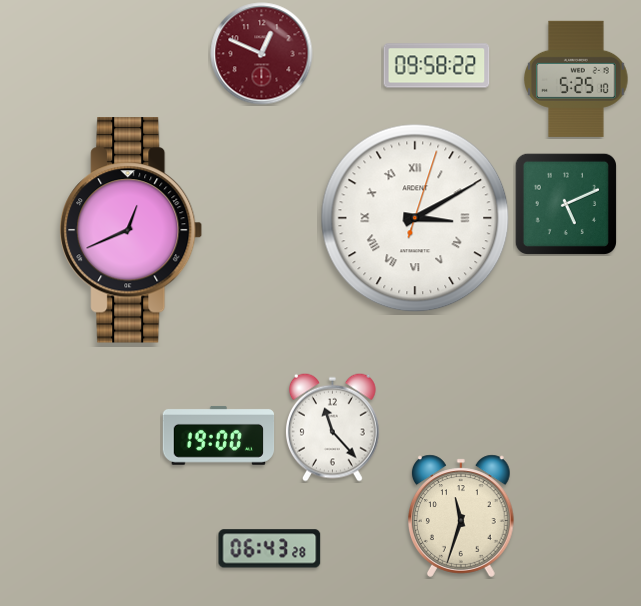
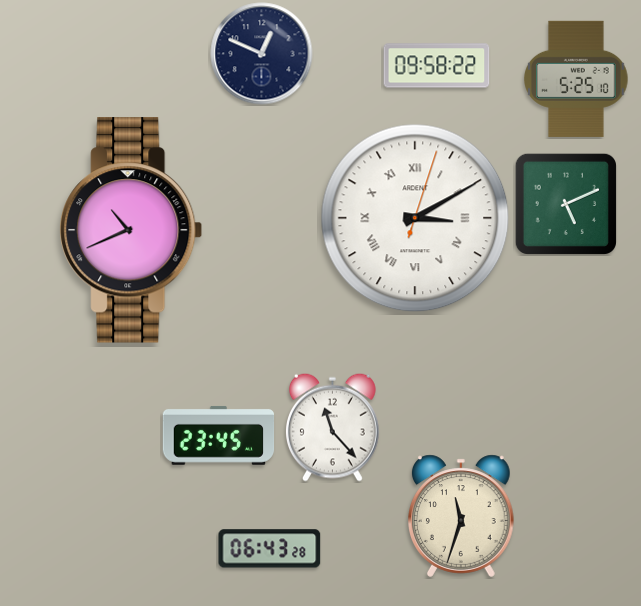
clock at (262, 54) dial: burgundy -> navy
clock at (131, 230): 12:41 -> 10:41
clock at (219, 435): 19:00 -> 23:45
